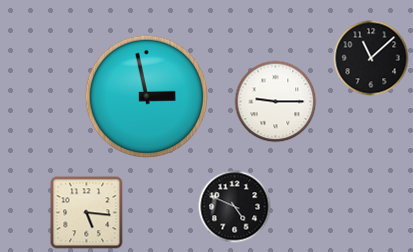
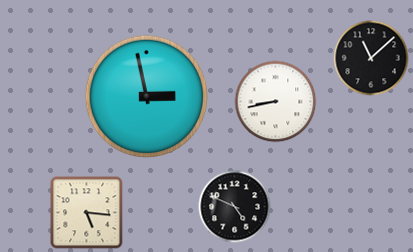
clock at (276, 102): 9:15 -> 8:43
